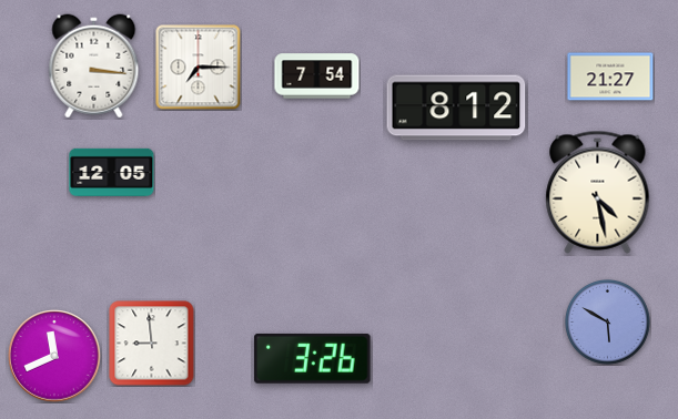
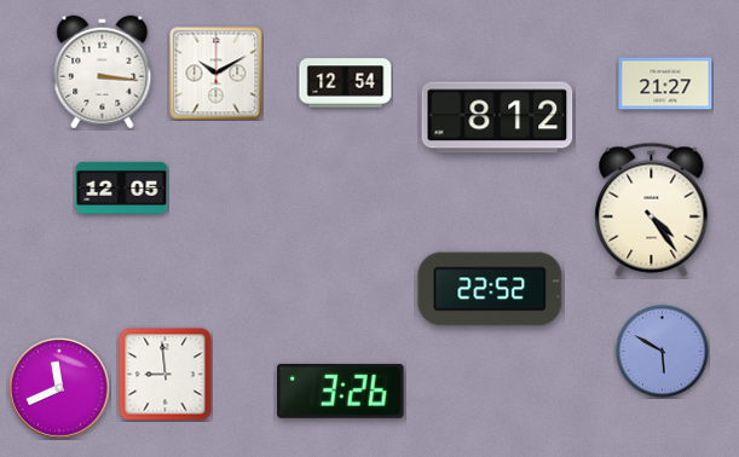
clock at (199, 68): 7:15 -> 10:10
clock at (317, 76): 7:54 -> 12:54
clock at (598, 192): 4:28 -> 4:24
clock at (490, 289): none -> 22:52
